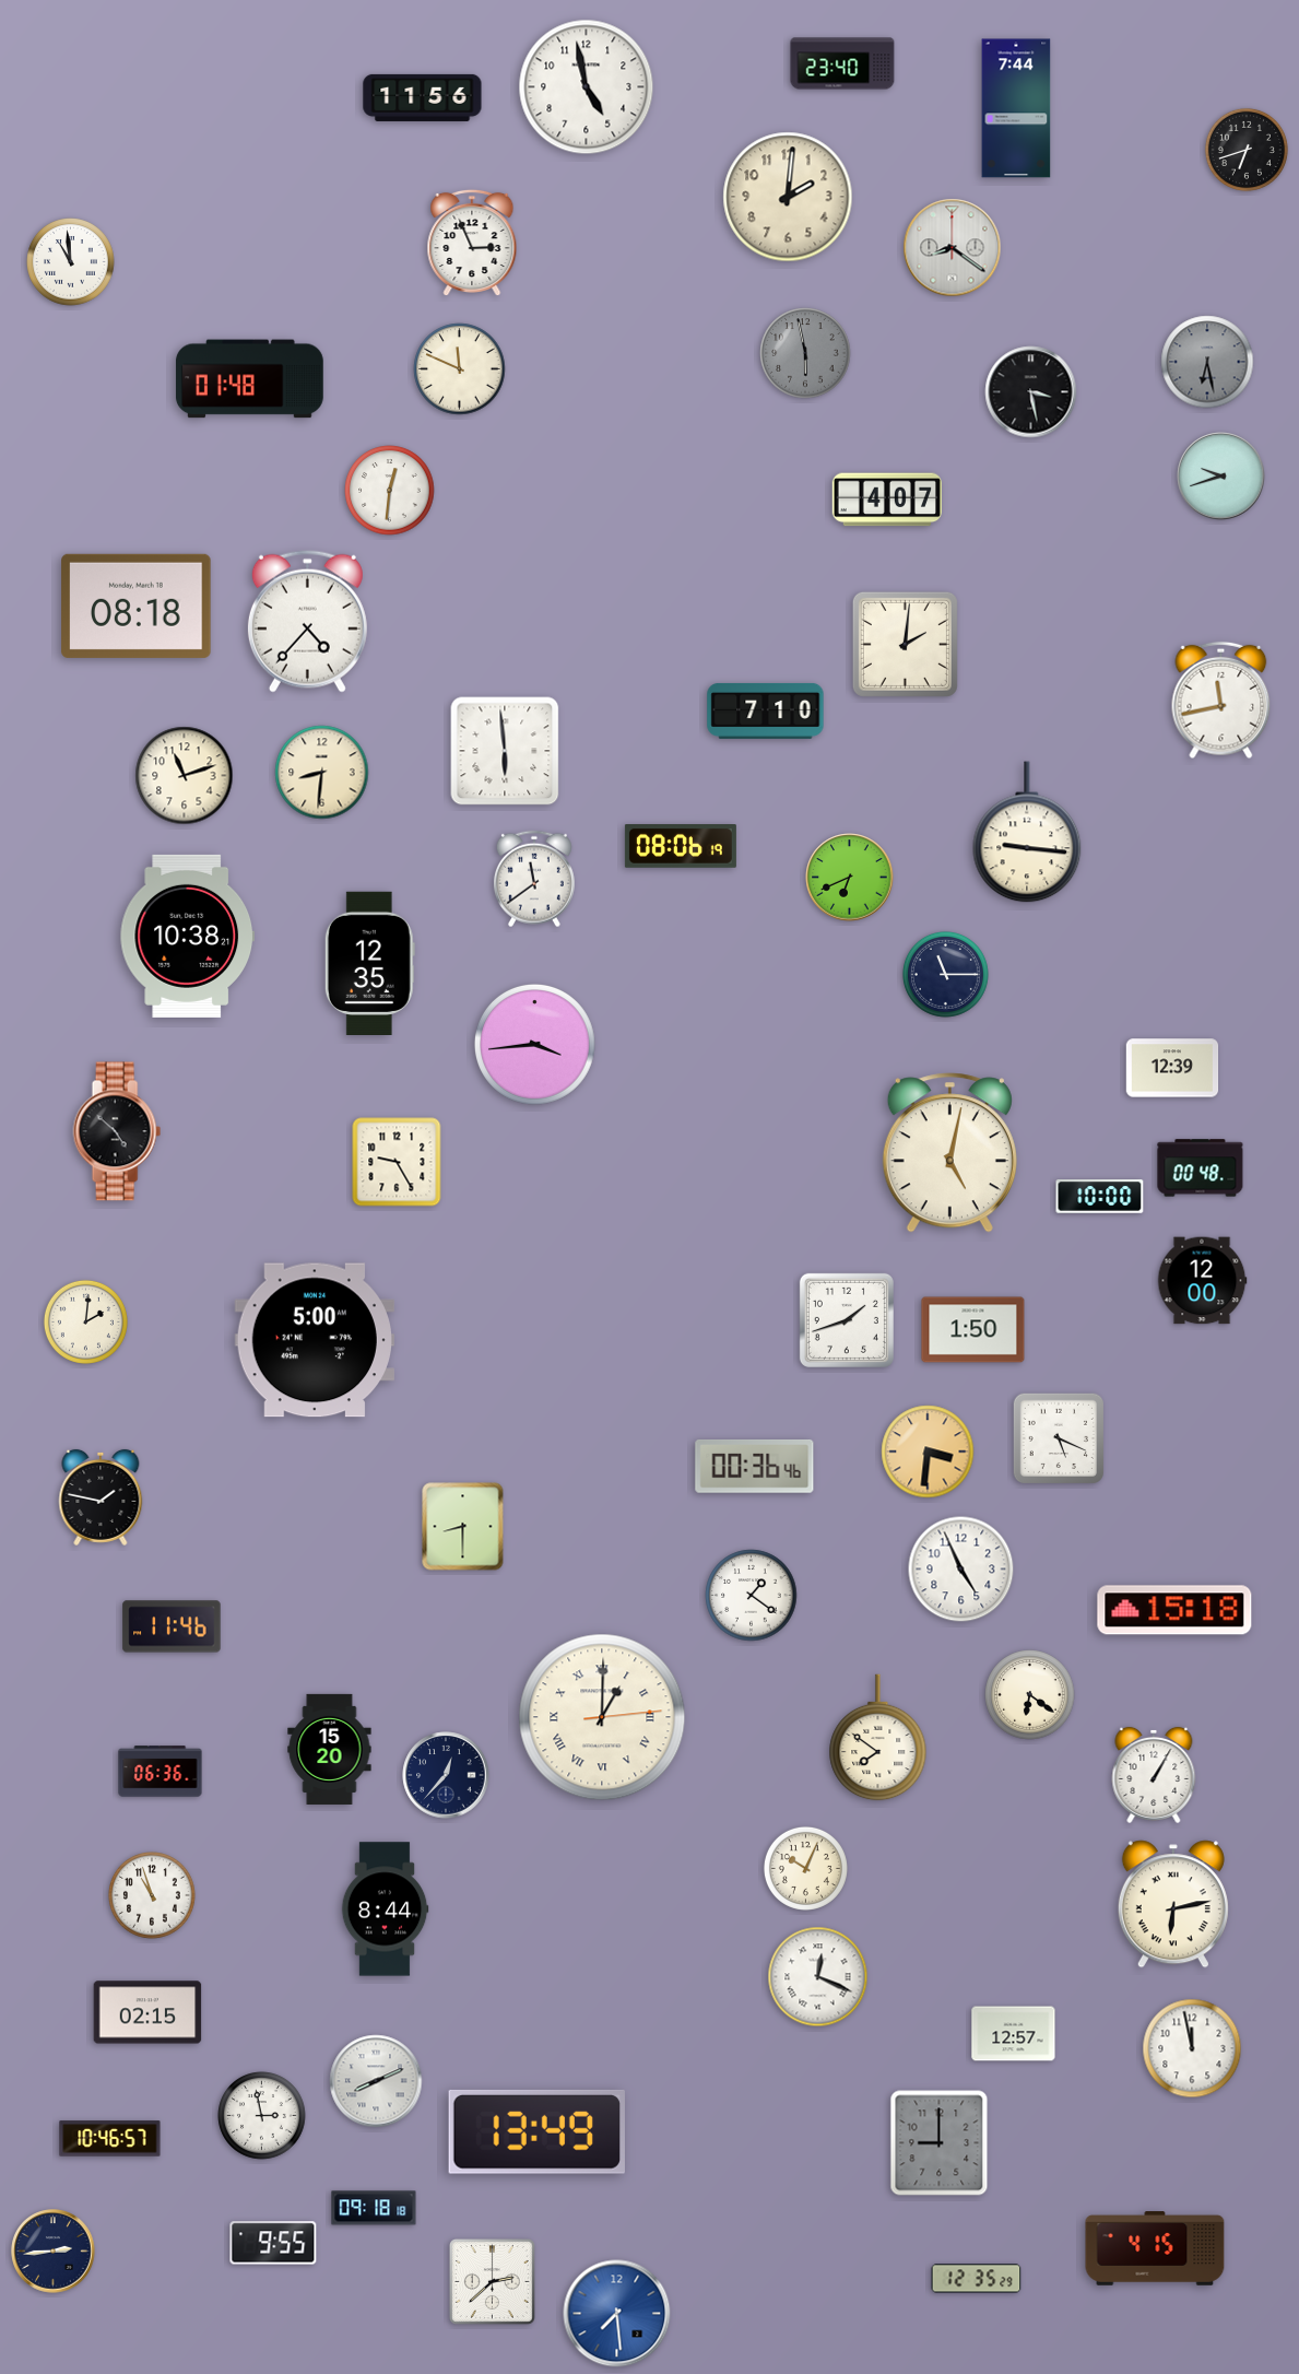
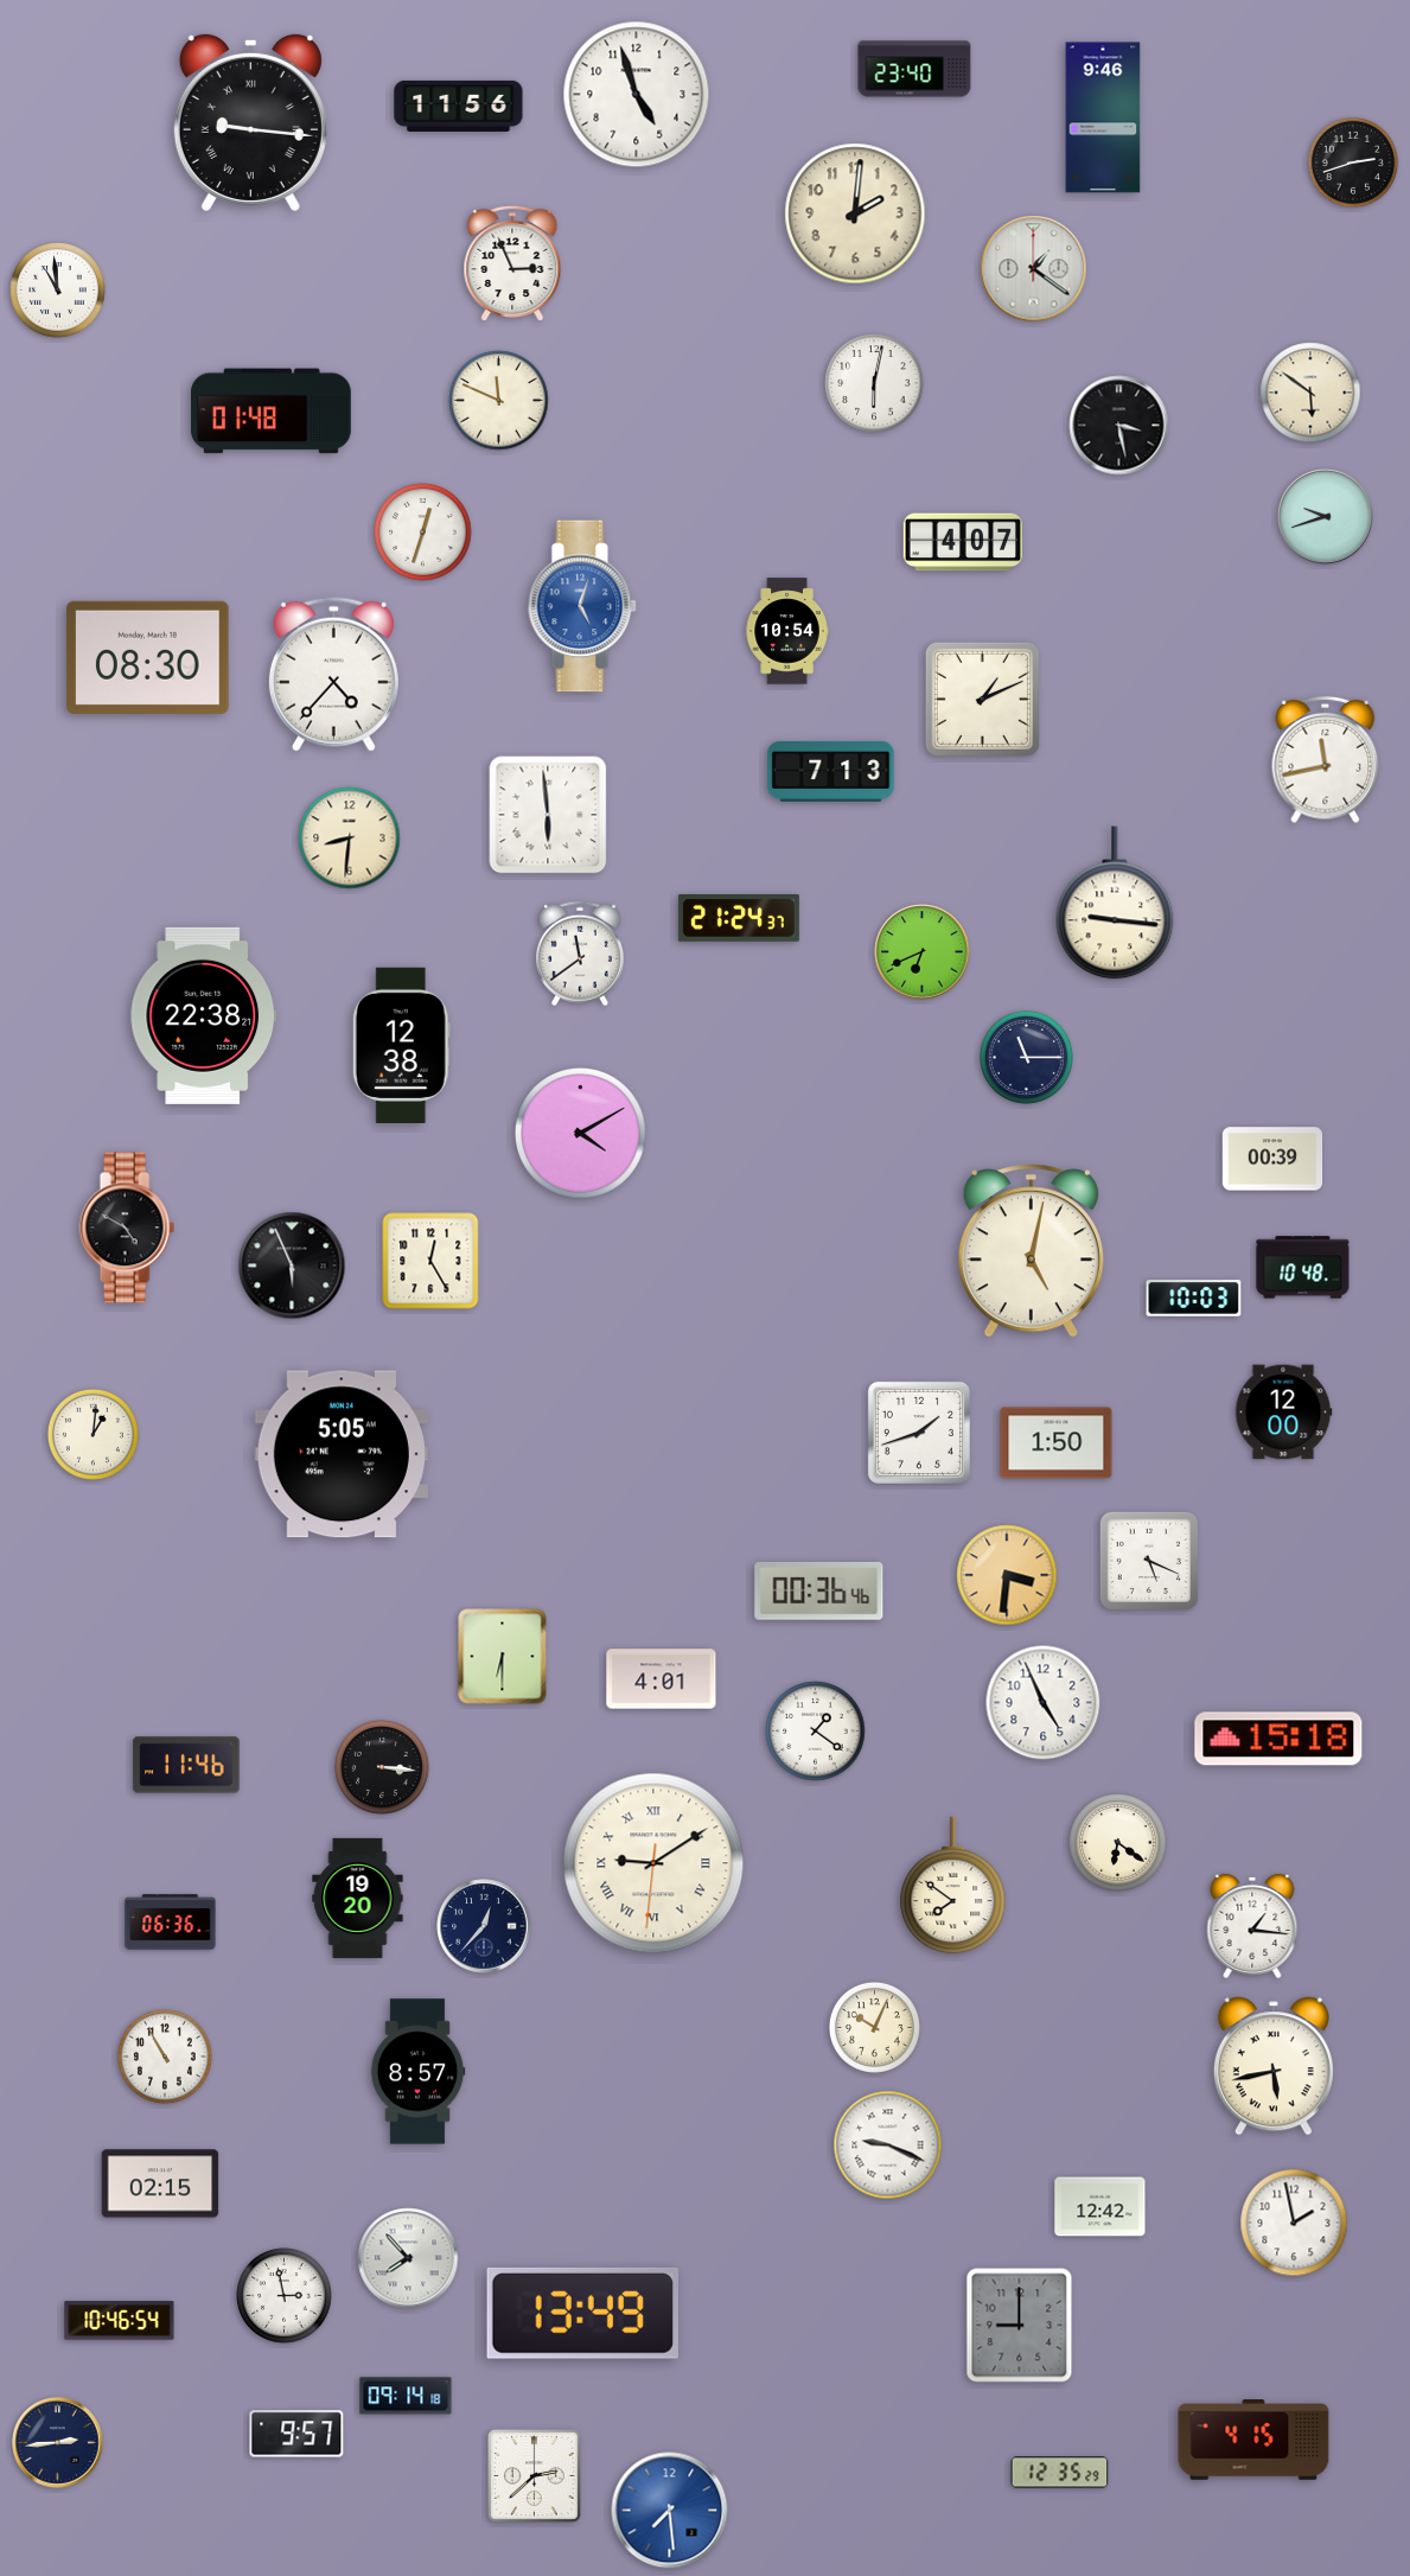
clock at (587, 87): 4:58 -> 4:57
clock at (1016, 108): 7:44 -> 9:46
clock at (250, 122): none -> 9:16
clock at (1247, 150): 6:42 -> 2:42
clock at (953, 248): 8:21 -> 1:21
clock at (71, 262) position: (71, 262) -> (58, 291)
clock at (805, 353): 5:58 -> 6:02
clock at (805, 353) dial: grey -> white
clock at (1207, 362): 6:28 -> 5:51
clock at (1207, 362) dial: grey -> cream
clock at (390, 491): 12:31 -> 12:33
clock at (582, 606): none -> 5:03
clock at (787, 631): none -> 10:54
clock at (137, 606): 08:18 -> 08:30
clock at (905, 644): 2:01 -> 1:11
clock at (766, 710): 7:10 -> 7:13
clock at (185, 776): 11:12 -> none
clock at (681, 847): 08:06 -> 21:24
clock at (187, 936): 10:38 -> 22:38
clock at (369, 963): 12:35 -> 12:38
clock at (534, 1044): 3:44 -> 4:10
clock at (1172, 1068): 12:39 -> 00:39
clock at (117, 1131): 4:52 -> 4:50
clock at (397, 1162): 9:25 -> 12:25
clock at (292, 1265): none -> 5:56
clock at (1201, 1168): 00:48 -> 10:48
clock at (1100, 1197): 10:00 -> 10:03
clock at (1202, 1281) position: (1202, 1281) -> (1283, 1413)
clock at (85, 1321): 2:01 -> 1:01
clock at (315, 1340): 5:00 -> 5:05
clock at (101, 1497): 1:47 -> none
clock at (463, 1527): 8:30 -> 6:30
clock at (662, 1679): none -> 4:01
clock at (1174, 1610) position: (1174, 1610) -> (1278, 1739)
clock at (383, 1768): none -> 3:16
clock at (1030, 1695) position: (1030, 1695) -> (1118, 1843)
clock at (602, 1717): 1:00 -> 9:09
clock at (330, 1749): 15:20 -> 19:20
clock at (161, 1772) position: (161, 1772) -> (171, 1923)
clock at (1154, 1775): 1:05 -> 1:16
clock at (153, 1896): 10:57 -> 10:55
clock at (1173, 1904): 6:13 -> 5:43
clock at (385, 1909): 8:44 -> 8:57
clock at (818, 1977): 12:19 -> 9:19
clock at (1014, 2034): 12:57 -> 12:42
clock at (1192, 2048): 11:58 -> 1:58
clock at (376, 2081): 8:11 -> 7:53
clock at (110, 2139): 10:46:57 -> 10:46:54
clock at (374, 2208): 09:18 -> 09:14
clock at (273, 2243): 9:55 -> 9:57
